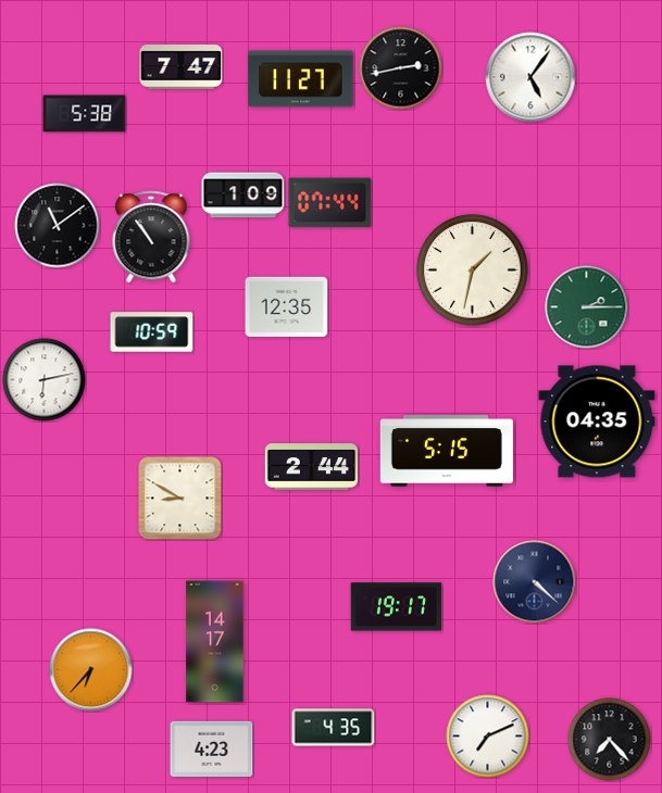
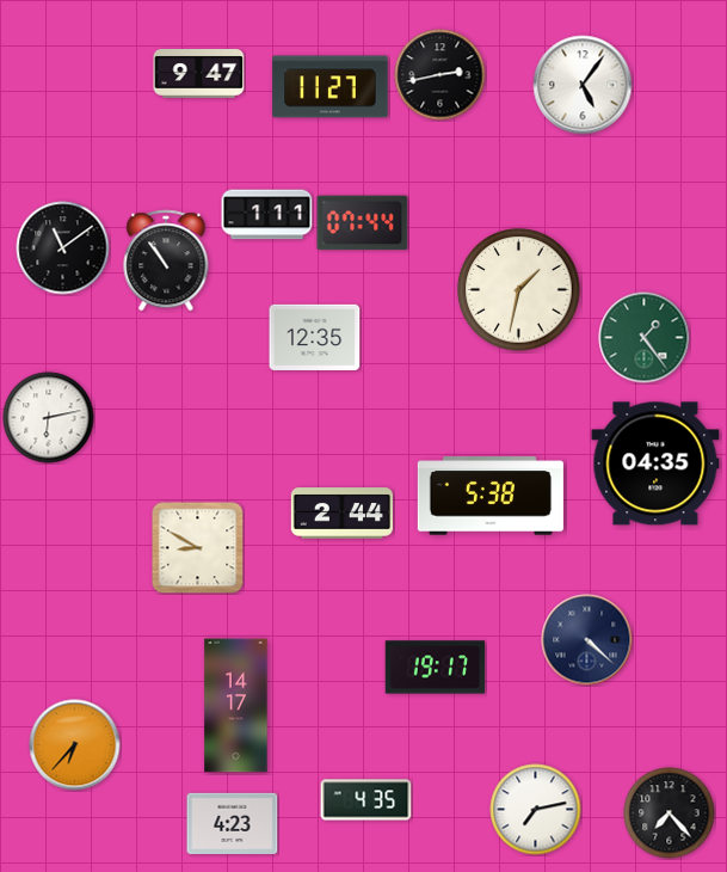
clock at (182, 67): 7:47 -> 9:47
clock at (85, 114): 5:38 -> none
clock at (243, 196): 1:09 -> 1:11
clock at (473, 270) position: (473, 270) -> (519, 290)
clock at (587, 307): 2:15 -> 1:24
clock at (152, 332): 10:59 -> none
clock at (447, 451): 5:15 -> 5:38
clock at (91, 670) position: (91, 670) -> (75, 745)
clock at (488, 737): 7:11 -> 7:13
